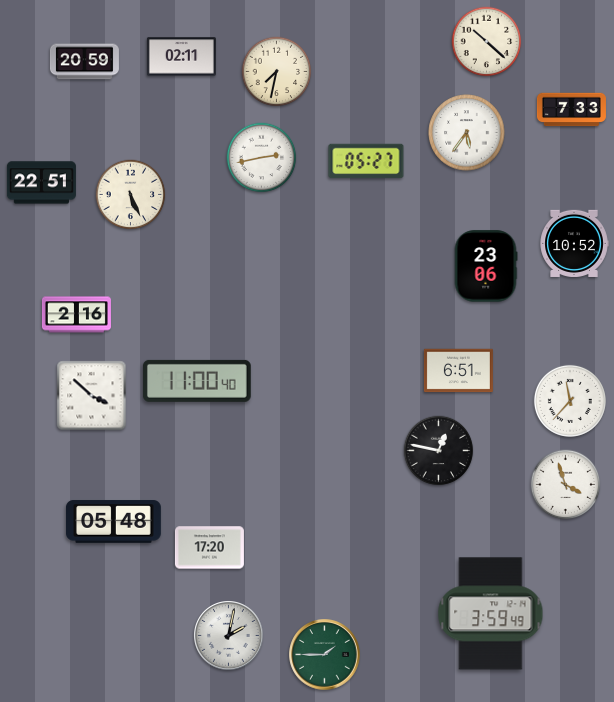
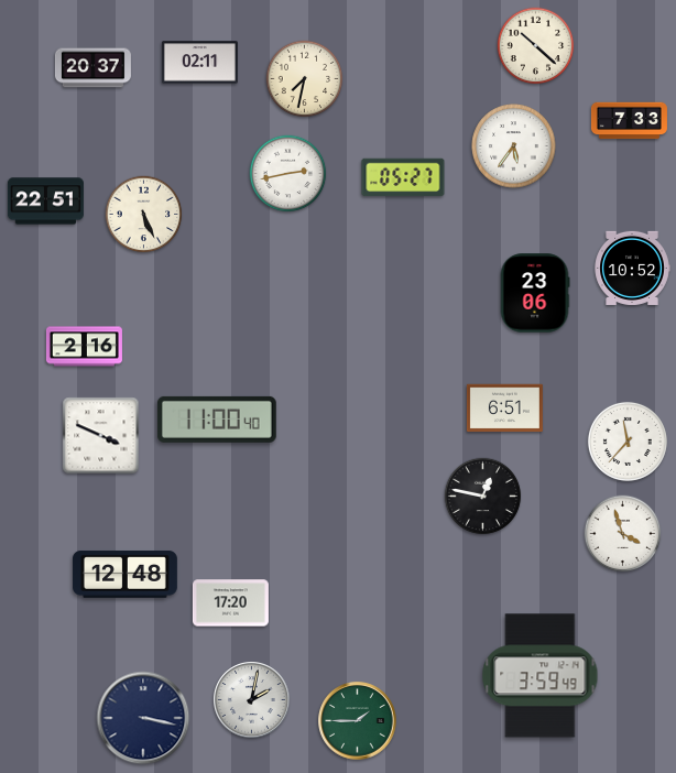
clock at (84, 62): 20:59 -> 20:37
clock at (92, 396): 3:52 -> 3:49
clock at (114, 522): 05:48 -> 12:48
clock at (143, 718): none -> 3:17
